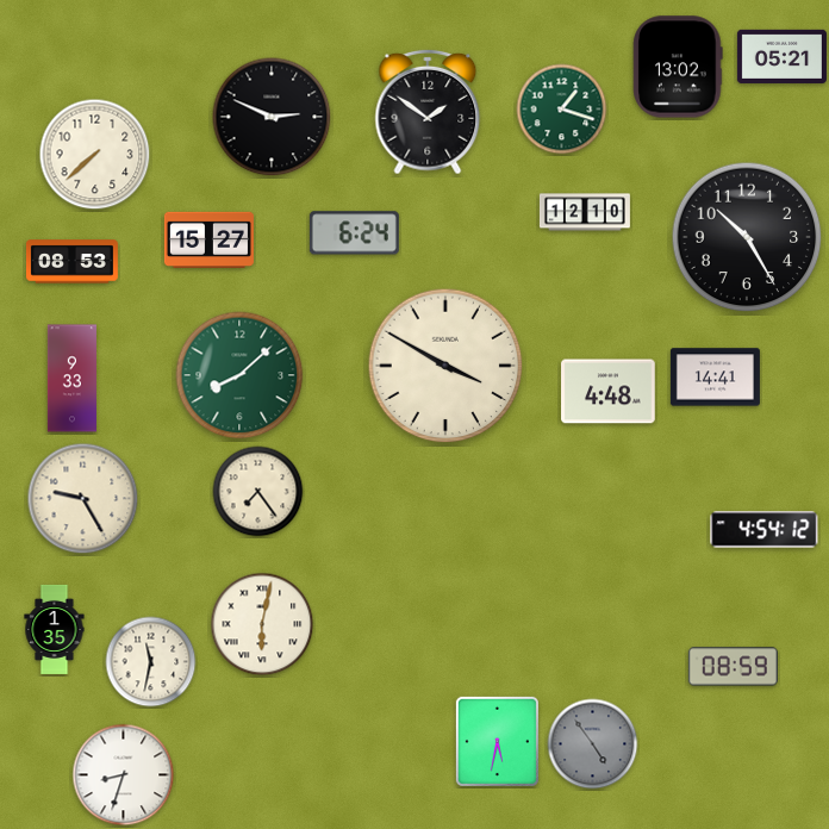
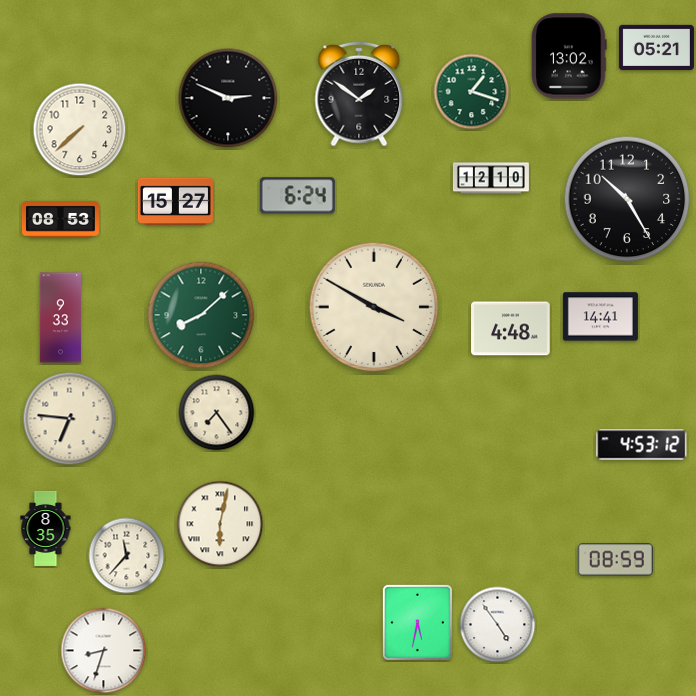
clock at (83, 499): 9:25 -> 6:46
clock at (765, 530): 4:54 -> 4:53
clock at (55, 629): 1:35 -> 8:35
clock at (151, 662): 11:32 -> 11:37
clock at (593, 744) dial: grey -> white
